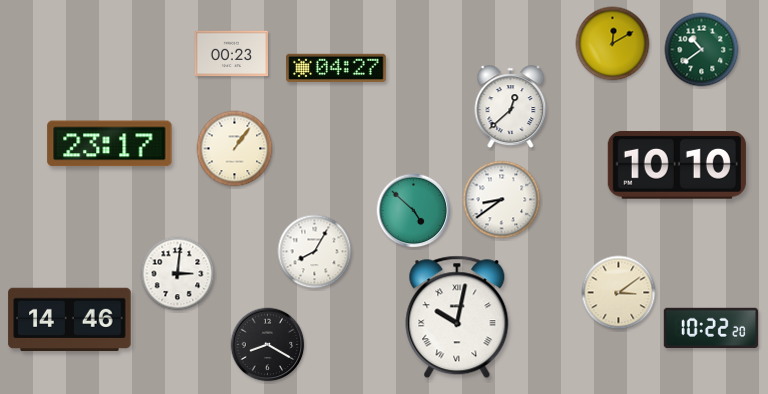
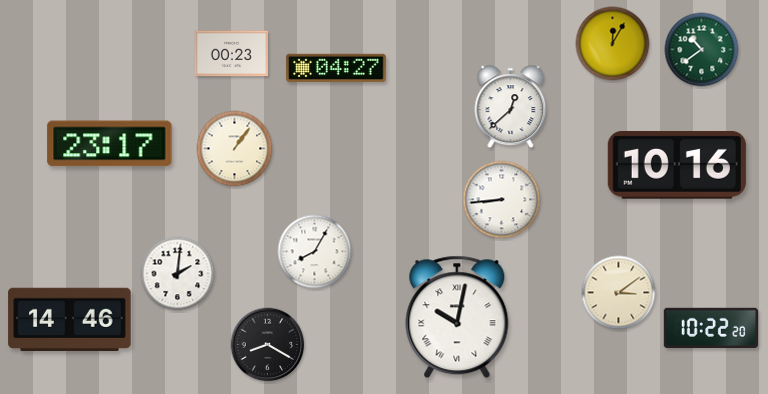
clock at (613, 44): 12:10 -> 12:05
clock at (677, 165): 10:10 -> 10:16
clock at (502, 200): 8:39 -> 8:44
clock at (414, 211): 4:52 -> none
clock at (178, 274): 3:01 -> 2:01
